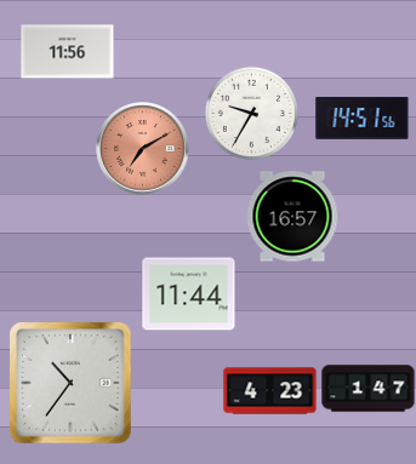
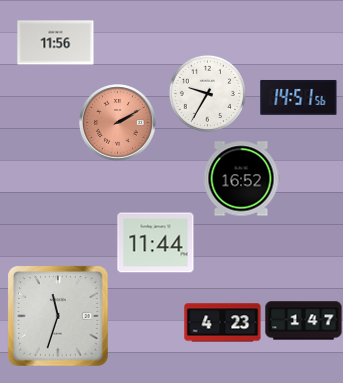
clock at (143, 149): 7:10 -> 2:10
clock at (292, 217): 16:57 -> 16:52
clock at (70, 383): 10:36 -> 11:33
